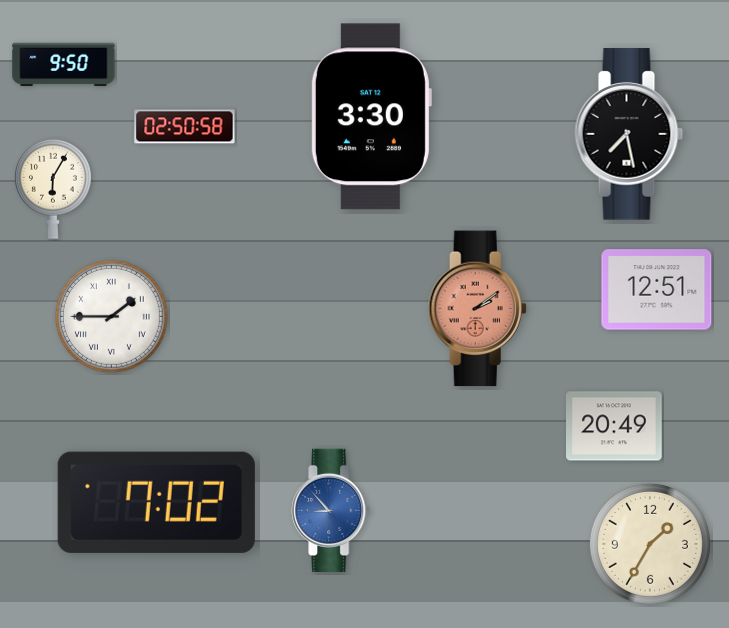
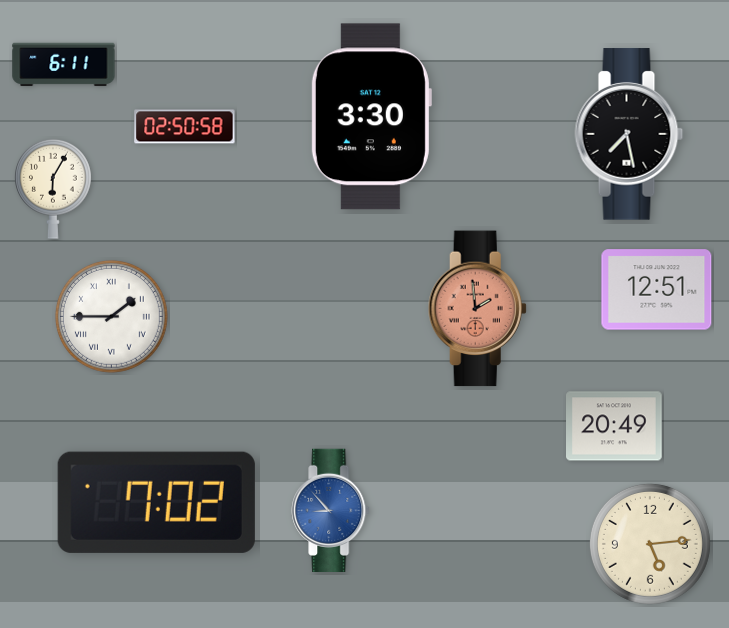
clock at (64, 65): 9:50 -> 6:11
clock at (477, 309): 2:09 -> 1:59
clock at (650, 544): 1:35 -> 5:14
